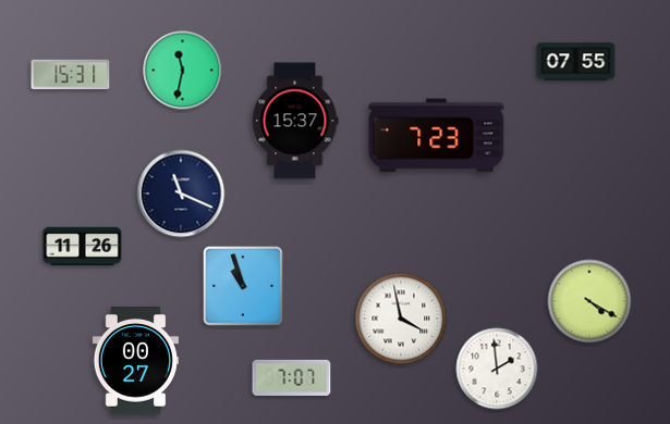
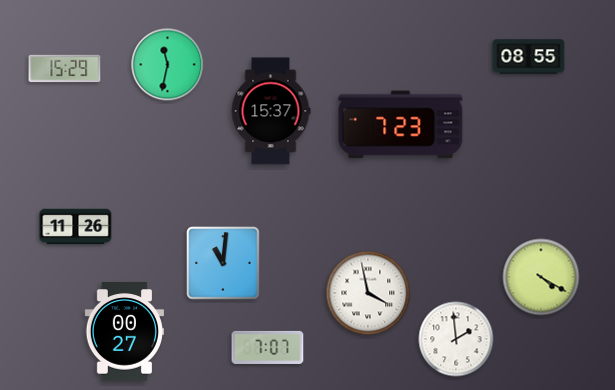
clock at (576, 62): 07:55 -> 08:55
clock at (71, 75): 15:31 -> 15:29
clock at (181, 194): 11:19 -> none
clock at (243, 286): 10:57 -> 11:01
